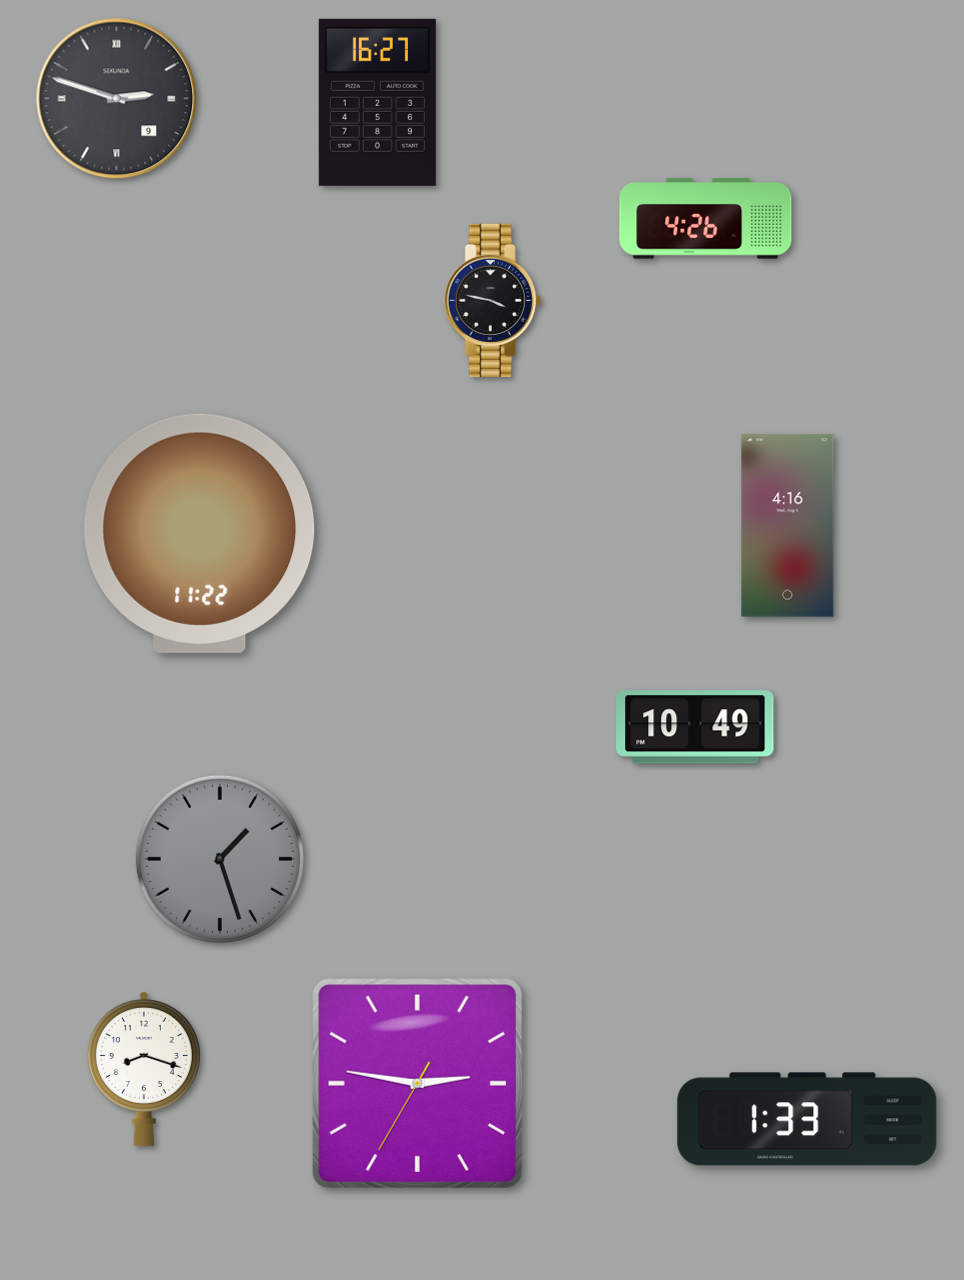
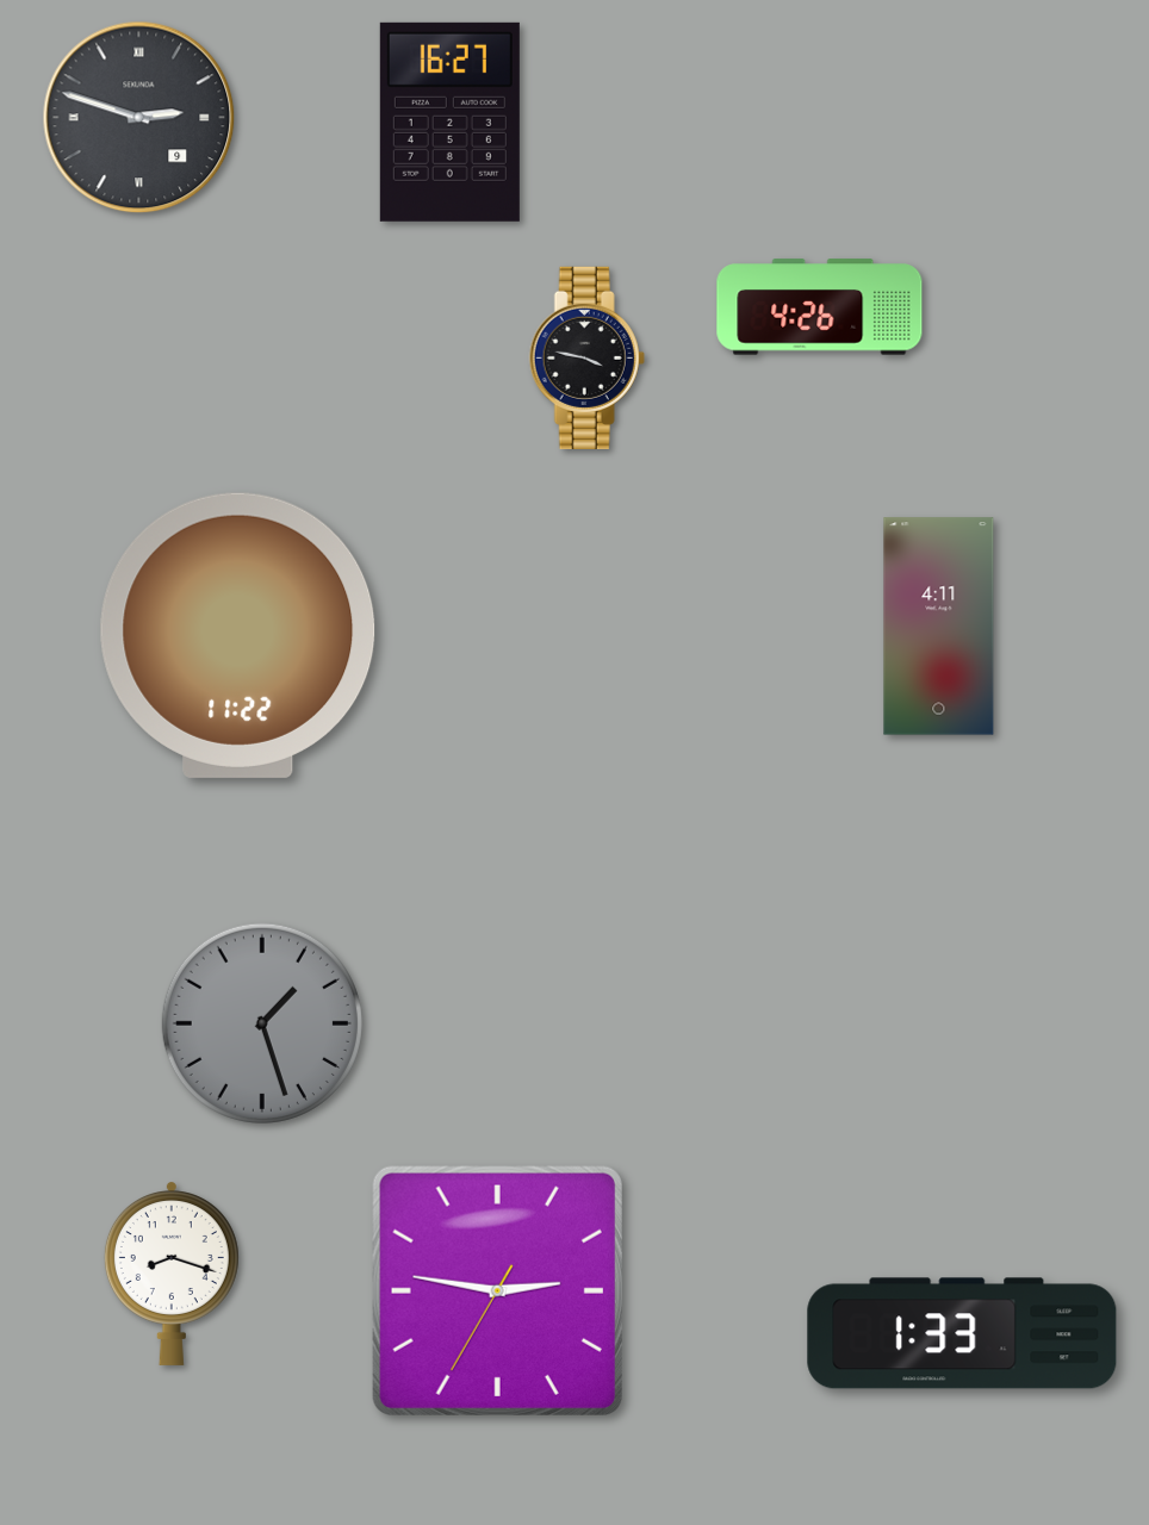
clock at (706, 219) position: (706, 219) -> (820, 307)
clock at (788, 526): 4:16 -> 4:11
clock at (695, 727): 10:49 -> none
